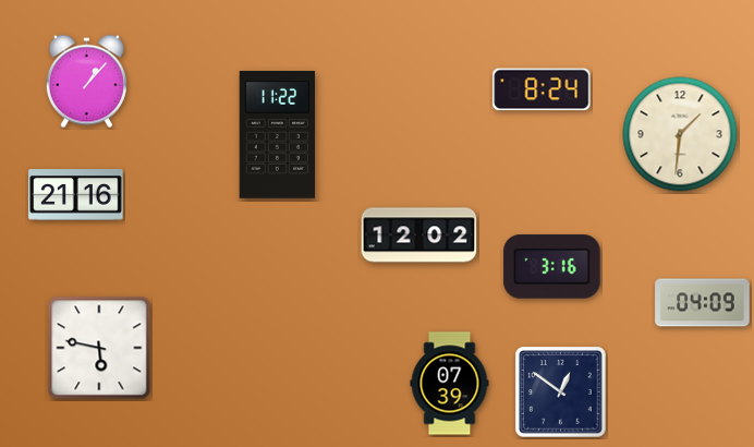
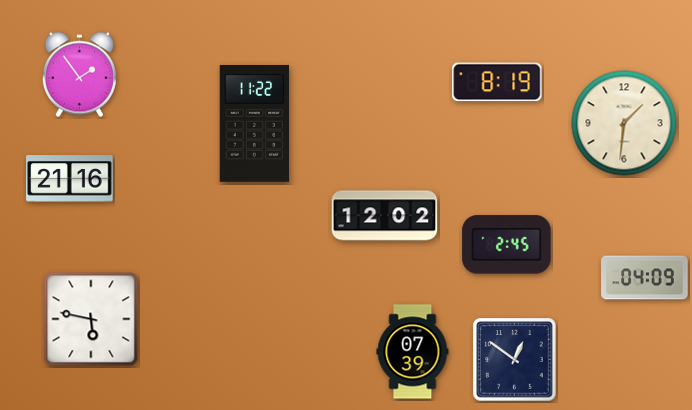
clock at (86, 82): 1:07 -> 1:54
clock at (542, 89): 8:24 -> 8:19
clock at (552, 267): 3:16 -> 2:45
